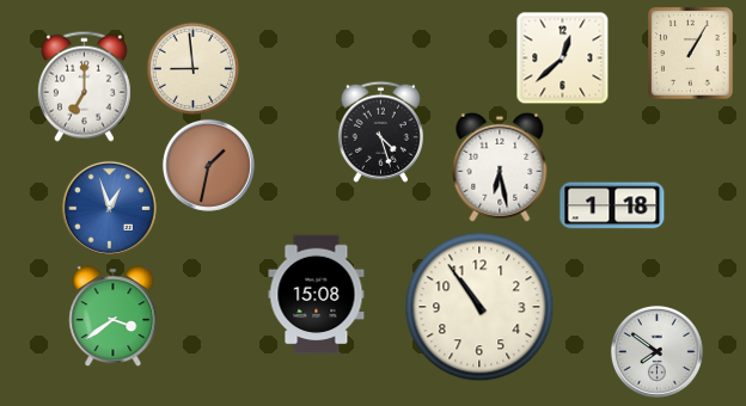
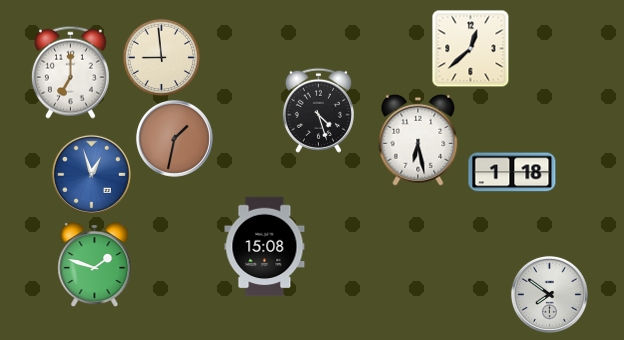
clock at (691, 54): 1:05 -> none
clock at (479, 307): 10:54 -> none
clock at (114, 316): 3:39 -> 1:48
